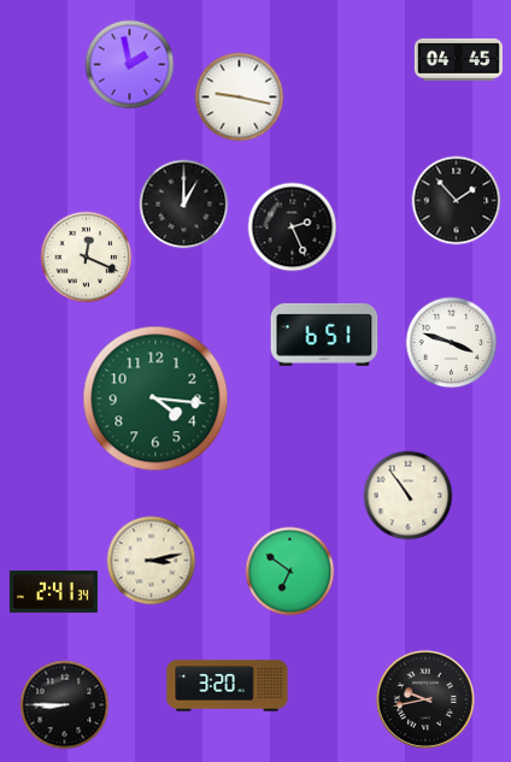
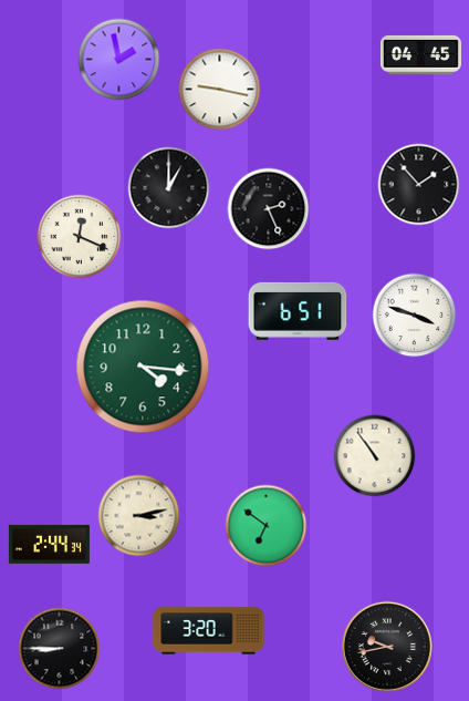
clock at (324, 335) position: (324, 335) -> (298, 311)
clock at (53, 591): 2:41 -> 2:44
clock at (425, 699) position: (425, 699) -> (387, 647)
